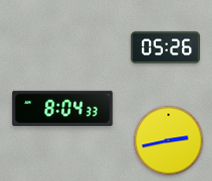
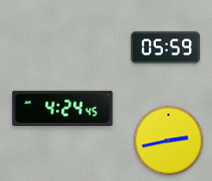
clock at (166, 48): 05:26 -> 05:59
clock at (63, 108): 8:04 -> 4:24
